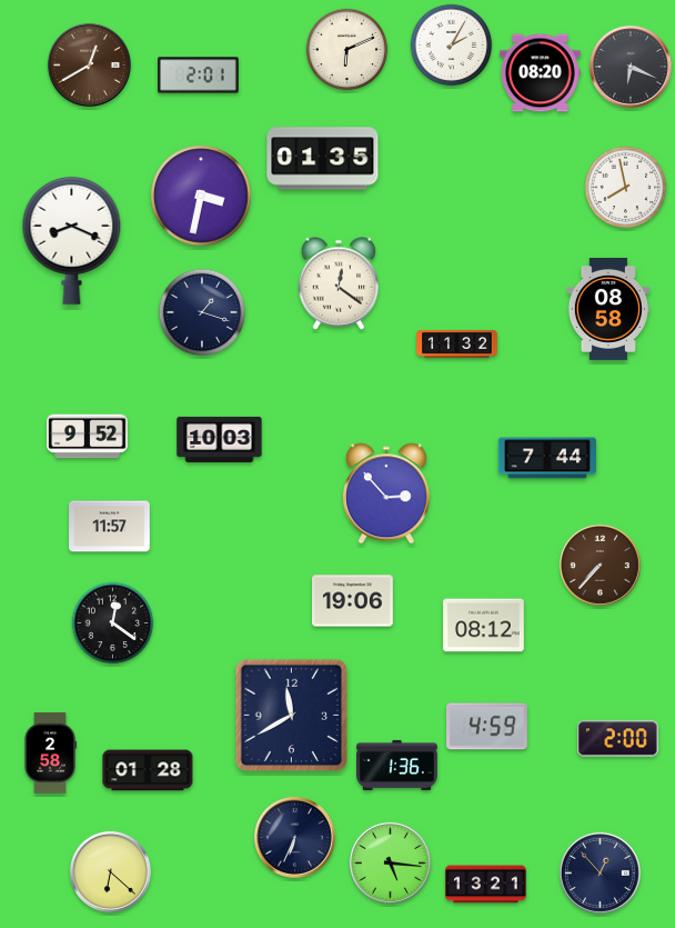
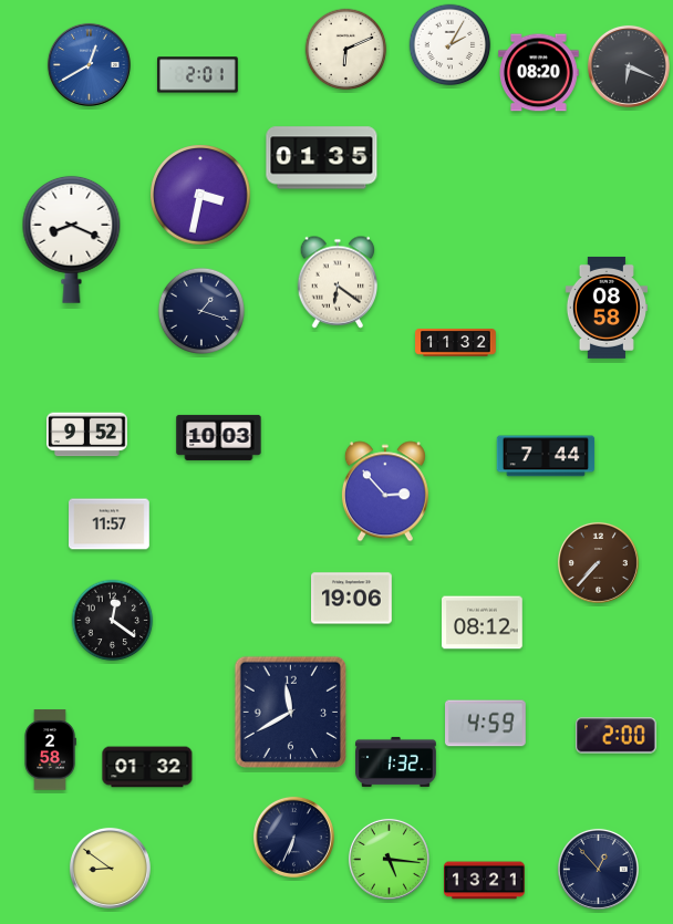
clock at (89, 64) dial: brown -> blue
clock at (626, 188): 7:58 -> none
clock at (339, 283): 12:21 -> 6:21
clock at (397, 765): 1:36 -> 1:32
clock at (148, 770): 01:28 -> 01:32
clock at (294, 837) position: (294, 837) -> (293, 837)
clock at (110, 871): 6:22 -> 8:51
